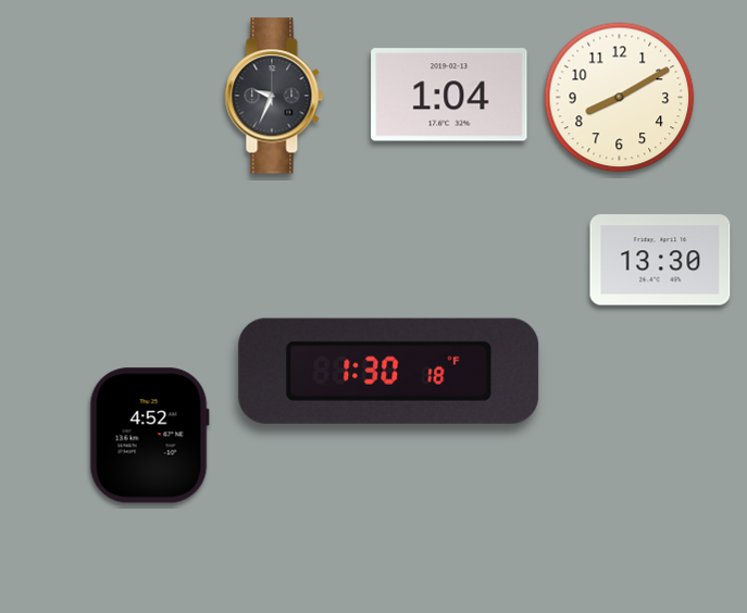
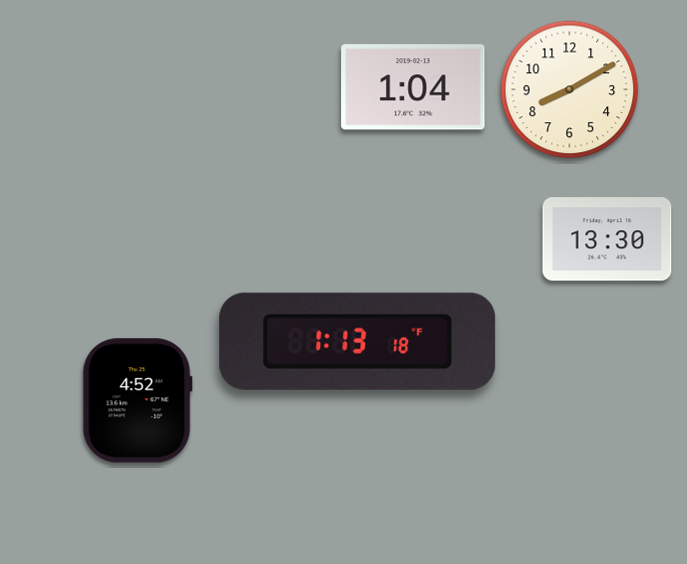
clock at (274, 96): 9:34 -> none
clock at (389, 371): 1:30 -> 1:13
